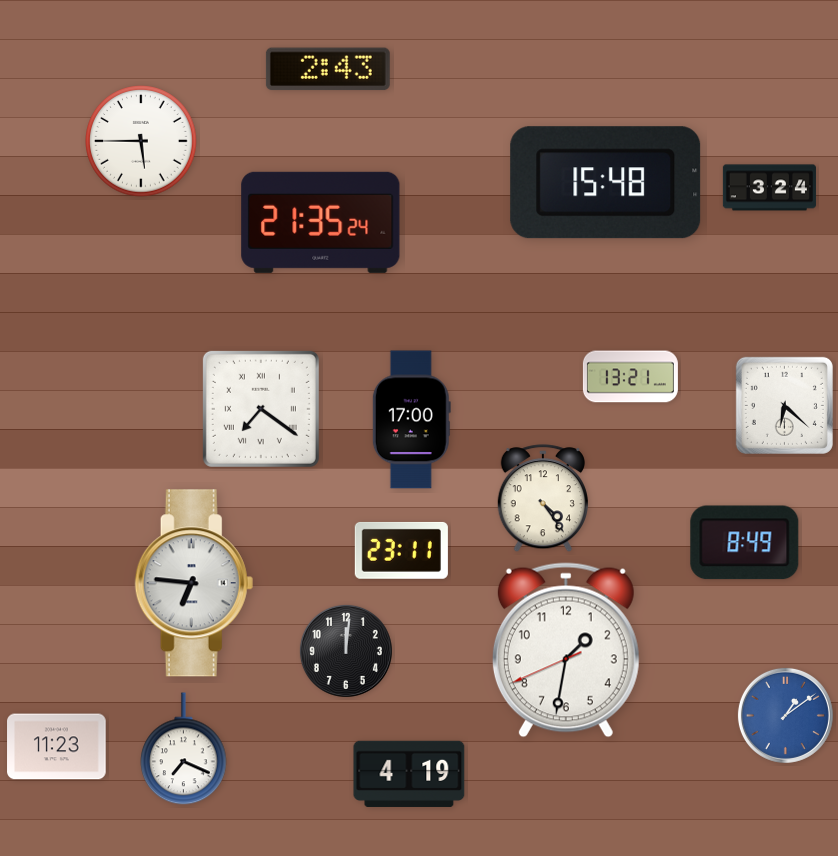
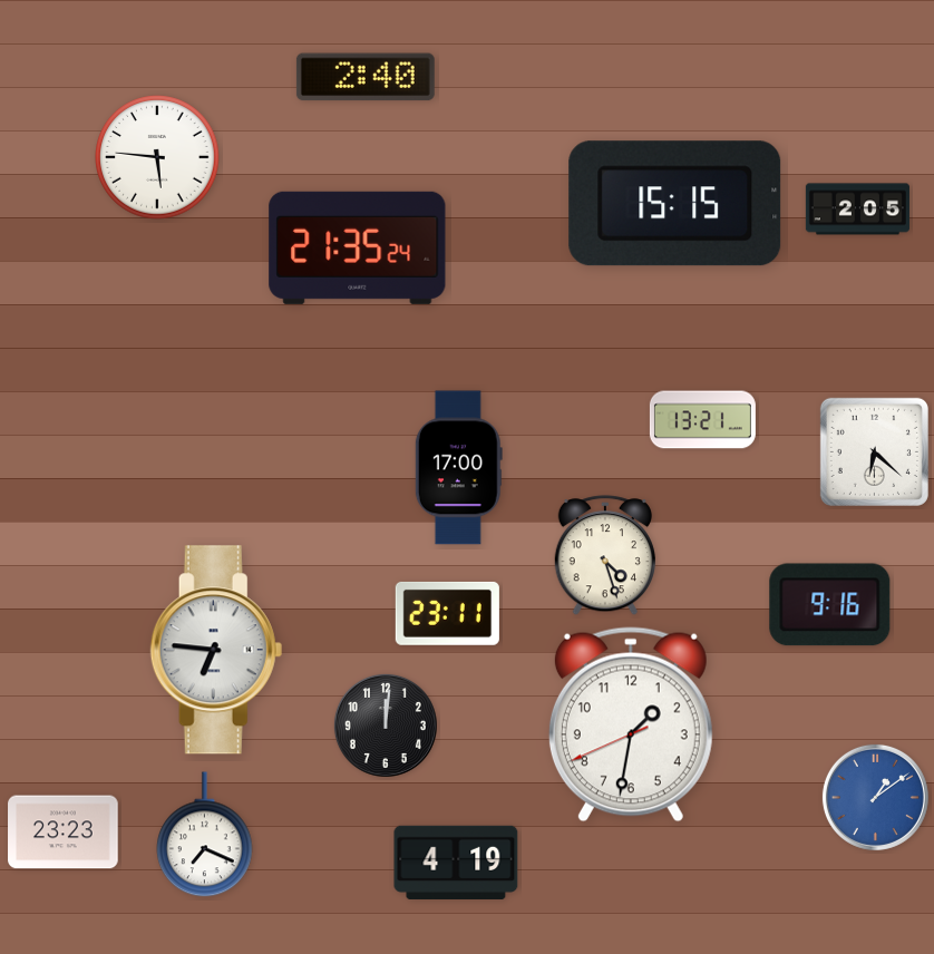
clock at (328, 69): 2:43 -> 2:40
clock at (141, 141): 5:45 -> 5:46
clock at (606, 183): 15:48 -> 15:15
clock at (769, 188): 3:24 -> 2:05
clock at (261, 409): 7:21 -> none
clock at (542, 499): 4:24 -> 4:27
clock at (745, 543): 8:49 -> 9:16
clock at (57, 747): 11:23 -> 23:23
